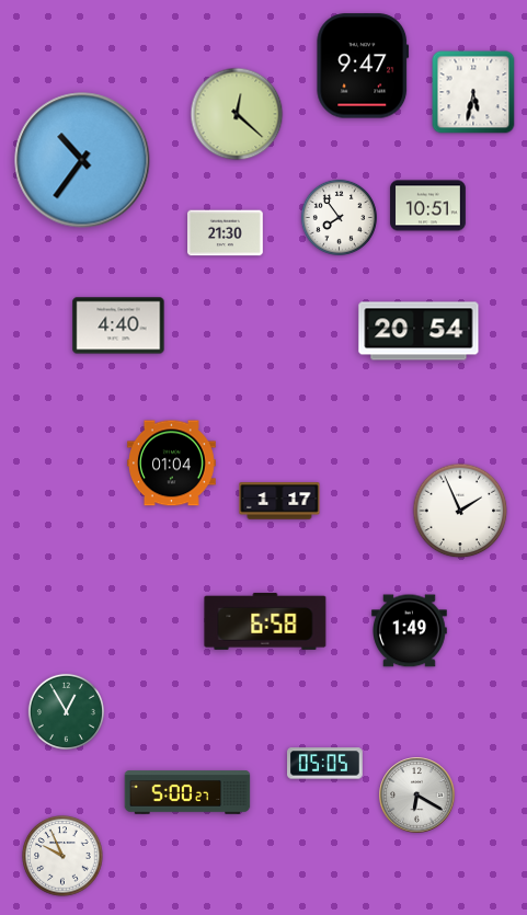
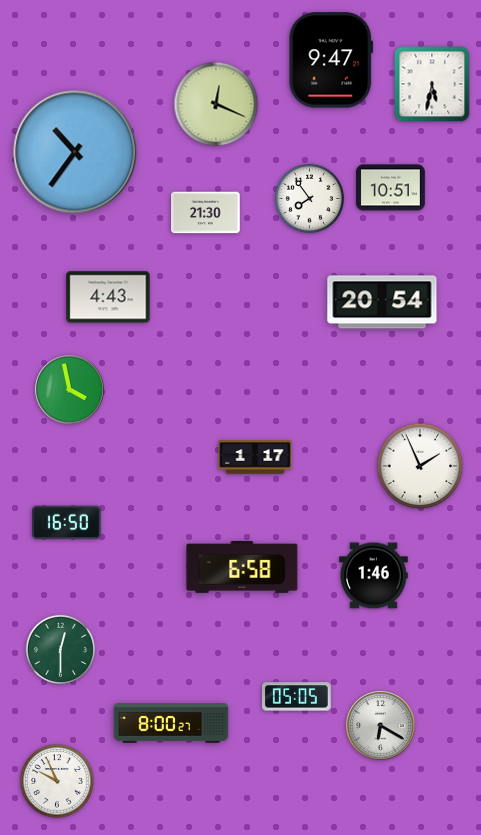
clock at (237, 114): 12:22 -> 12:19
clock at (82, 160) position: (82, 160) -> (75, 152)
clock at (118, 325): 4:40 -> 4:43
clock at (70, 390): none -> 3:58
clock at (171, 464): 01:04 -> none
clock at (67, 523): none -> 16:50
clock at (410, 631): 1:49 -> 1:46
clock at (66, 711): 12:55 -> 12:30
clock at (187, 792): 5:00 -> 8:00
